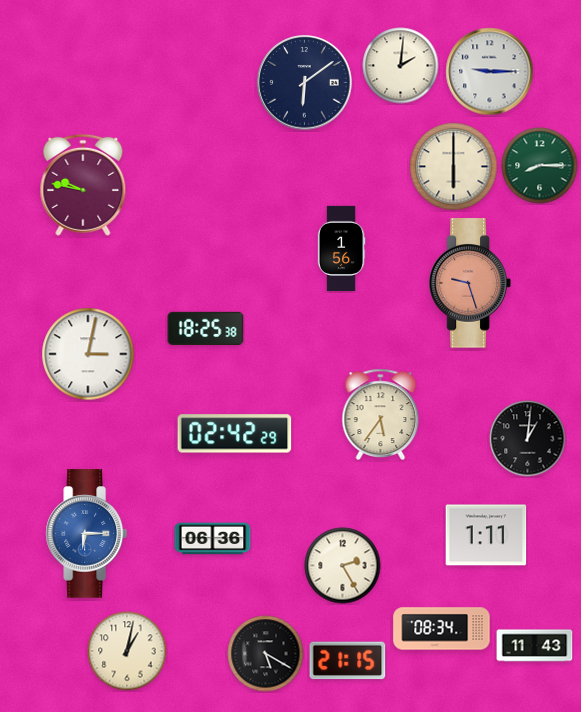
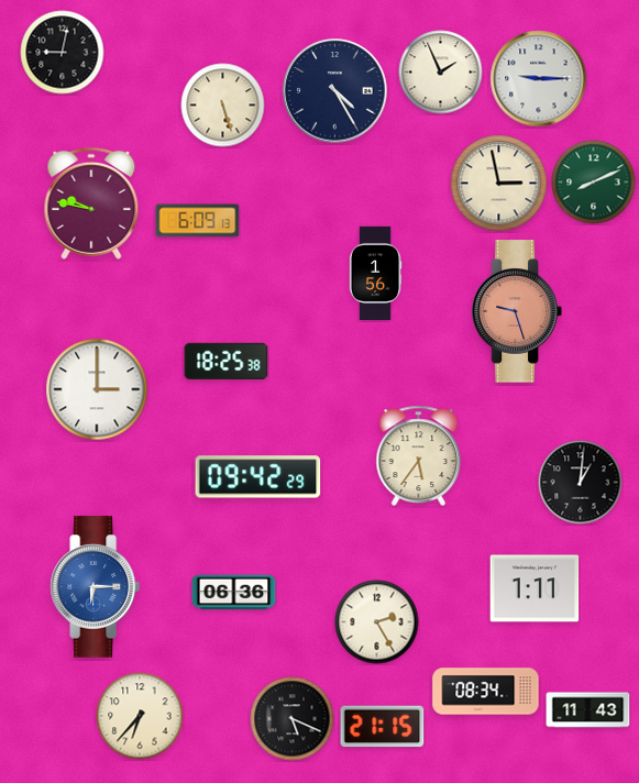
clock at (63, 53): none -> 9:02
clock at (401, 66): 2:01 -> 1:56
clock at (305, 83): 6:09 -> 4:25
clock at (223, 106): none -> 5:27
clock at (540, 166): 8:15 -> 8:11
clock at (454, 167): 6:00 -> 2:58
clock at (198, 221): none -> 6:09
clock at (88, 354): 3:02 -> 3:00
clock at (235, 434): 02:42 -> 09:42
clock at (127, 651): 1:02 -> 6:37
clock at (266, 654): 5:20 -> 5:19
